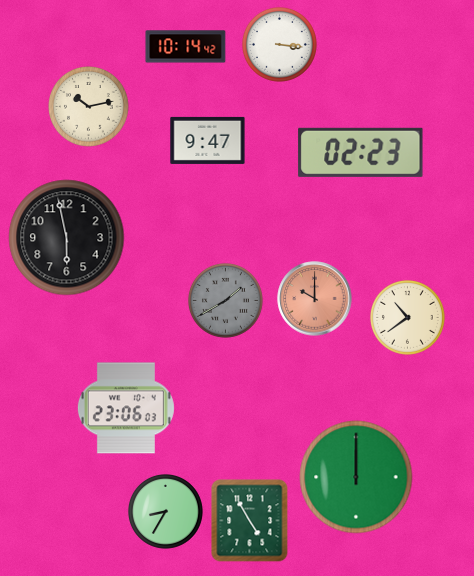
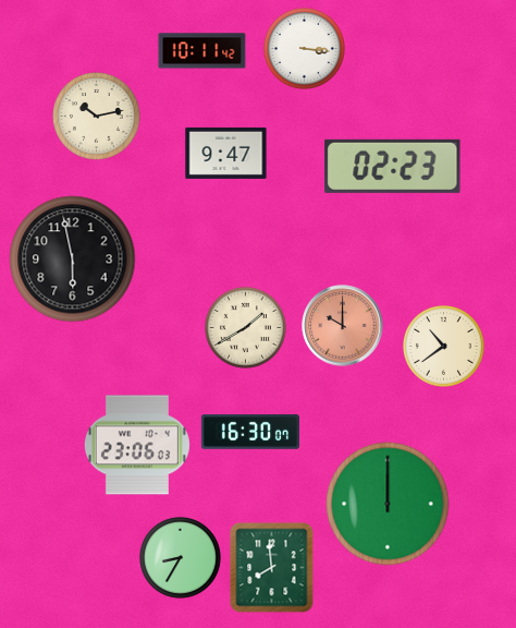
clock at (186, 47): 10:14 -> 10:11
clock at (225, 300) dial: grey -> cream
clock at (250, 432): none -> 16:30
clock at (356, 477) position: (356, 477) -> (388, 504)
clock at (250, 521): 4:55 -> 7:59
